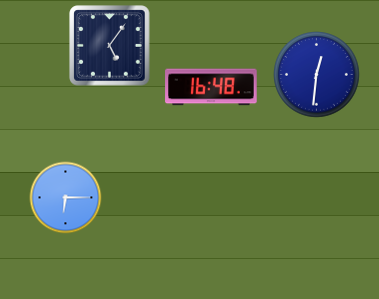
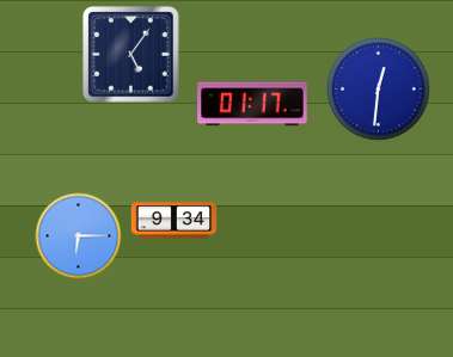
clock at (211, 87): 16:48 -> 01:17
clock at (175, 221): none -> 9:34
